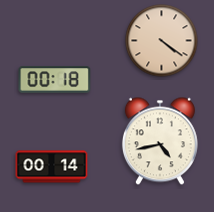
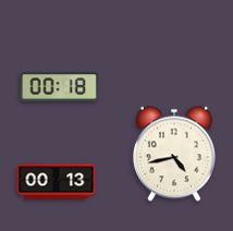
clock at (162, 41): 4:21 -> none
clock at (52, 167): 00:14 -> 00:13
